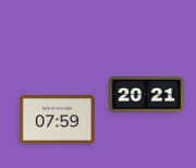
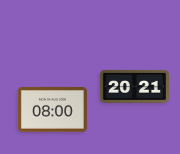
clock at (57, 120): 07:59 -> 08:00
